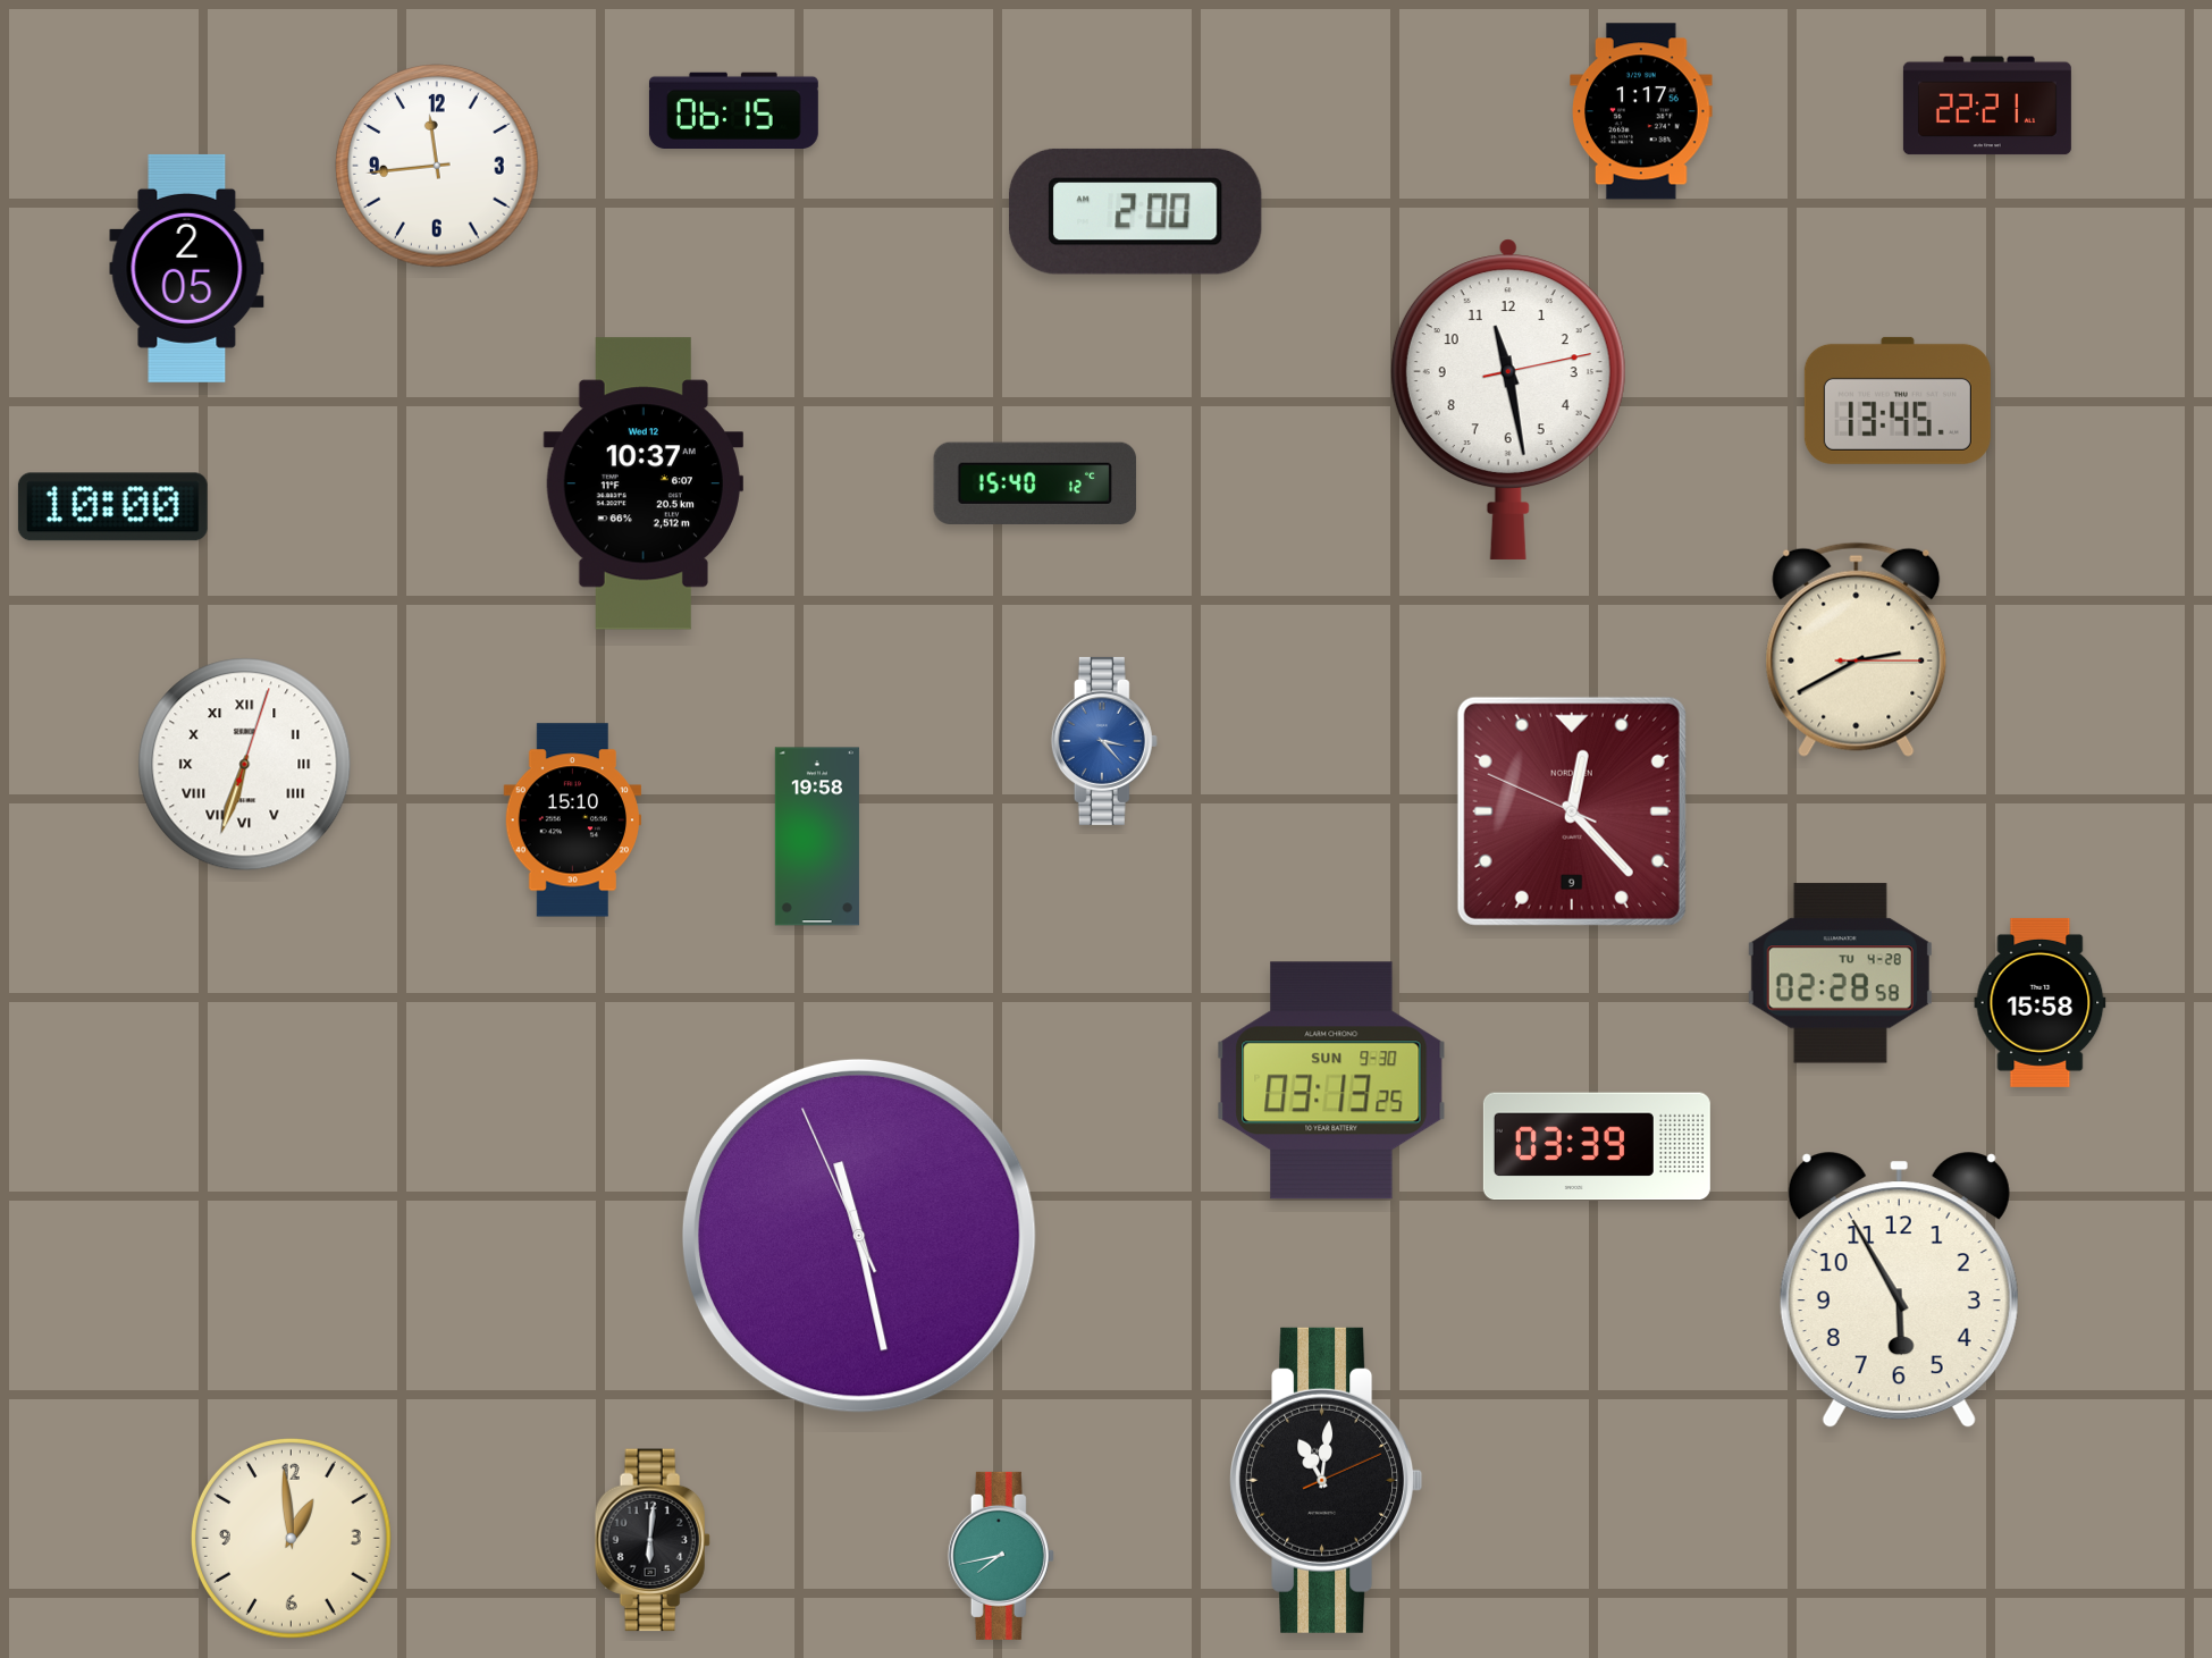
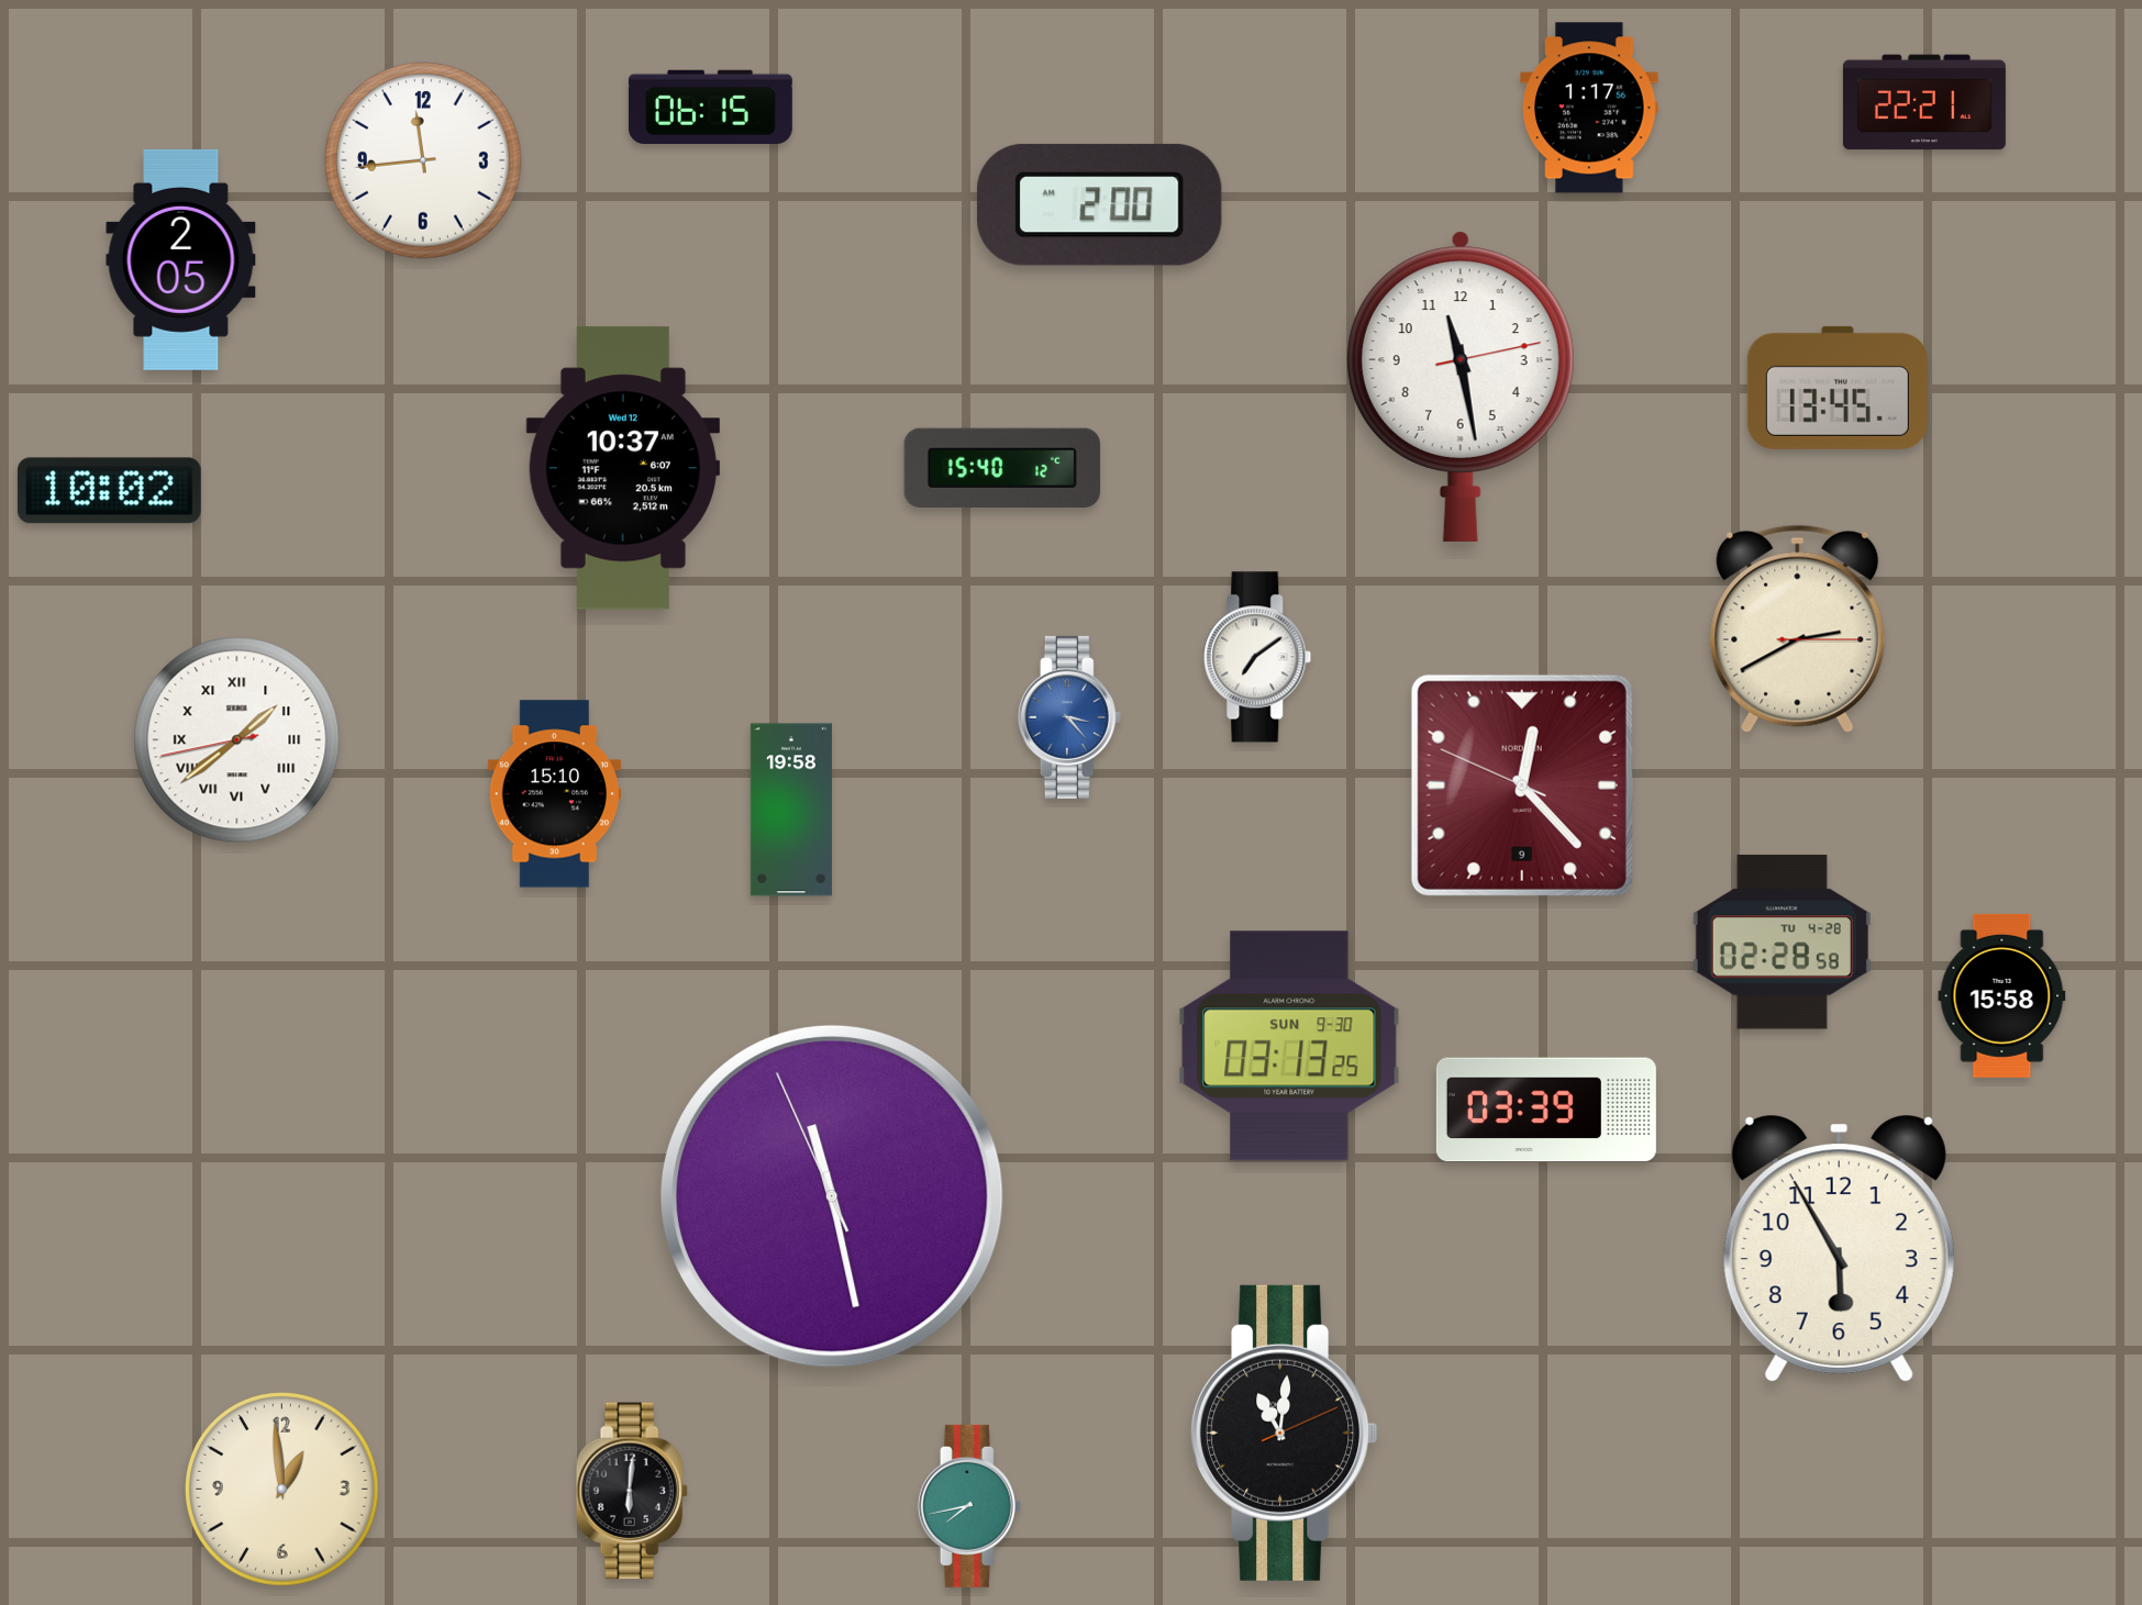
clock at (112, 507): 10:00 -> 10:02
clock at (1257, 657): none -> 7:09
clock at (245, 765): 6:33 -> 1:38
clock at (2041, 1002) position: (2041, 1002) -> (2002, 995)
